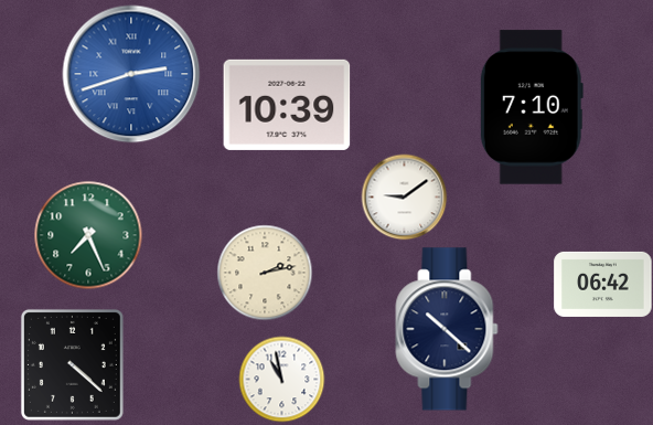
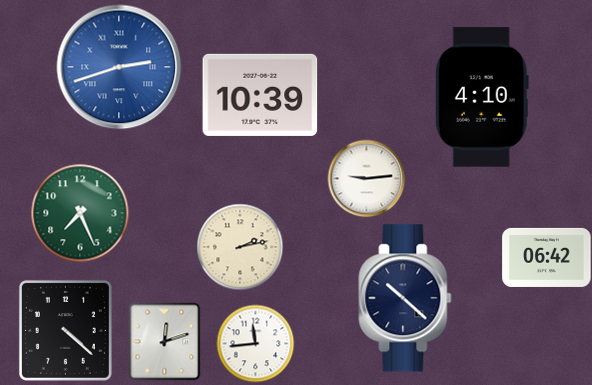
clock at (532, 107): 7:10 -> 4:10
clock at (404, 196): 9:09 -> 9:14
clock at (165, 341): none -> 12:12
clock at (281, 379): 10:58 -> 11:44
